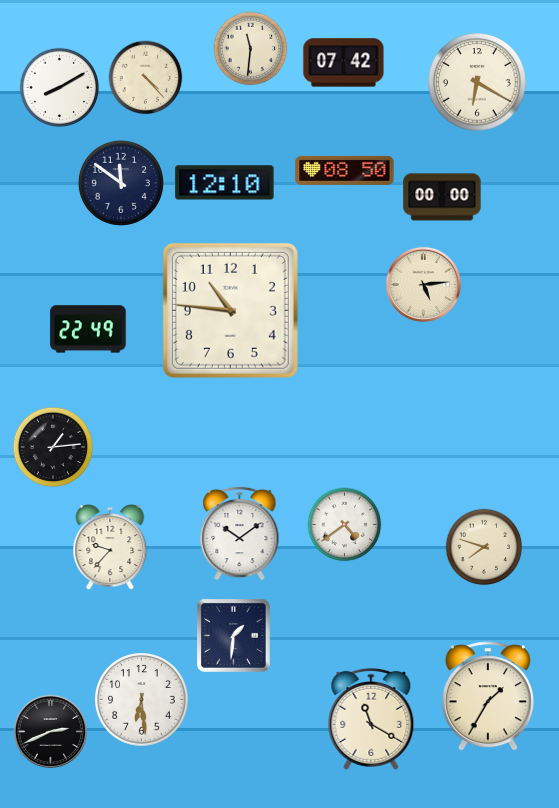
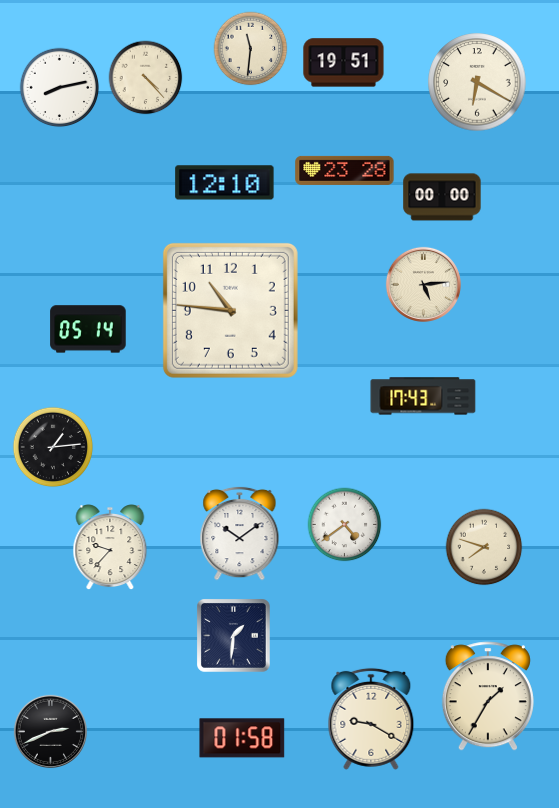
clock at (344, 63): 07:42 -> 19:51
clock at (60, 88): 8:10 -> 8:13
clock at (345, 170): 08:50 -> 23:28
clock at (121, 183): 11:51 -> none
clock at (88, 329): 22:49 -> 05:14
clock at (423, 396): none -> 17:43
clock at (142, 700): 6:29 -> none
clock at (371, 719): 11:20 -> 9:20
clock at (242, 738): none -> 01:58
